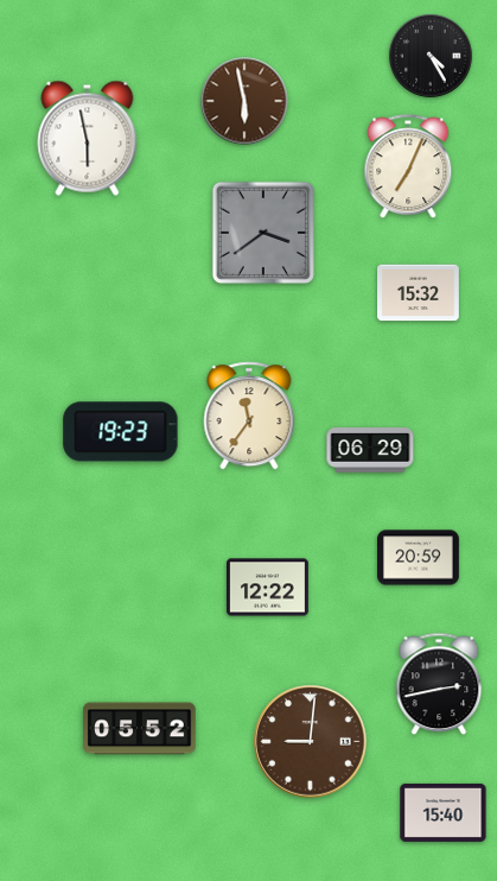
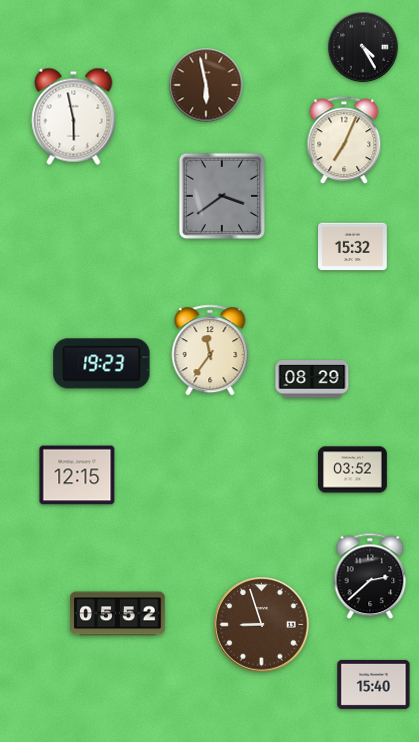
clock at (370, 450): 06:29 -> 08:29
clock at (419, 558): 20:59 -> 03:52
clock at (77, 475): none -> 12:15
clock at (268, 588): 12:22 -> none
clock at (439, 684): 2:43 -> 2:38
clock at (311, 742): 9:01 -> 8:57
